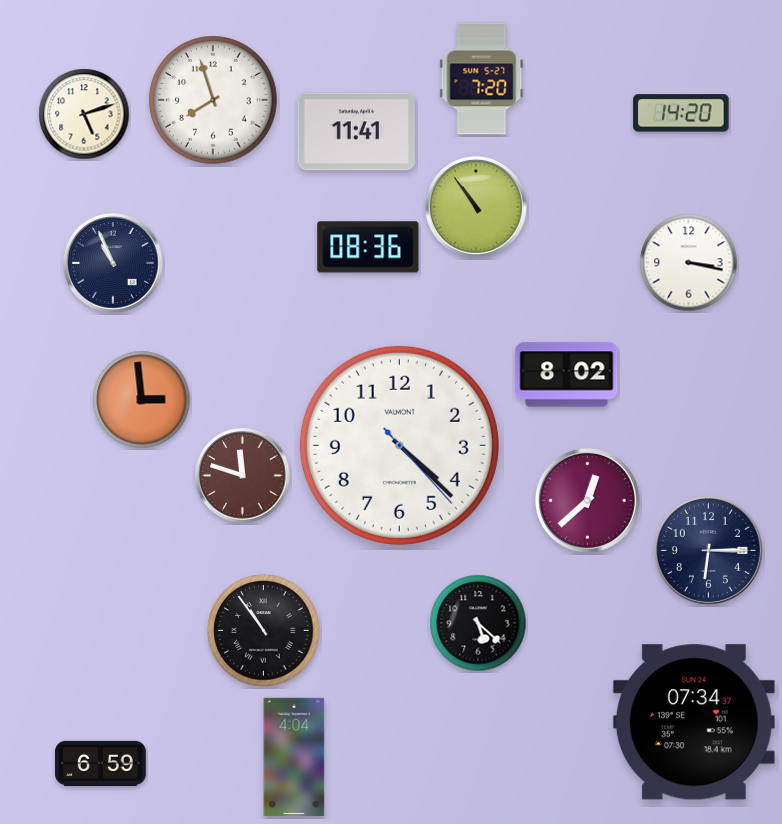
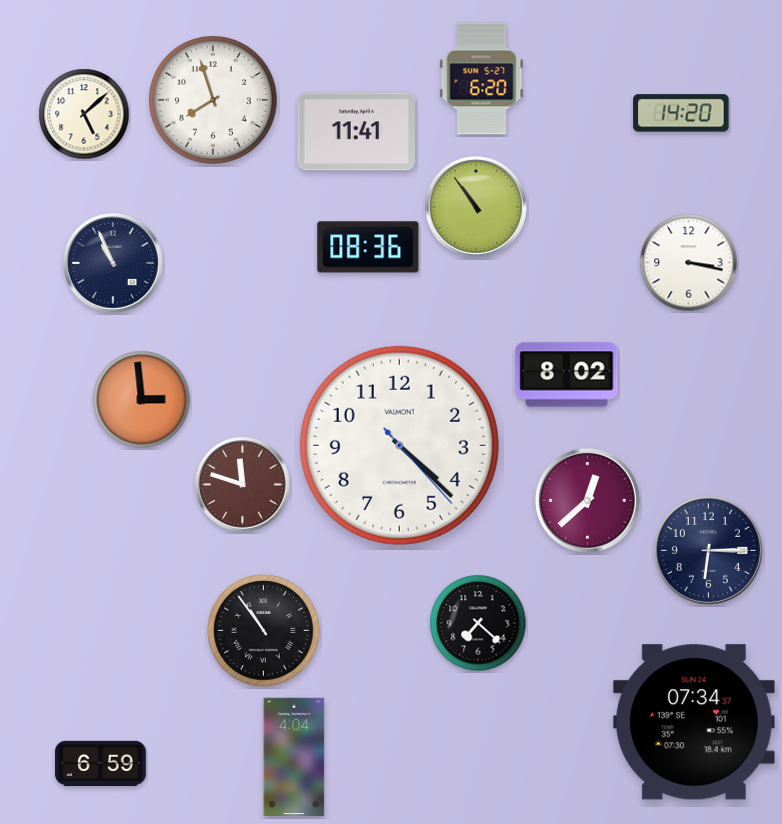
clock at (482, 79): 7:20 -> 6:20
clock at (84, 114): 5:12 -> 5:08
clock at (243, 476) position: (243, 476) -> (243, 485)
clock at (478, 623): 5:22 -> 7:22
